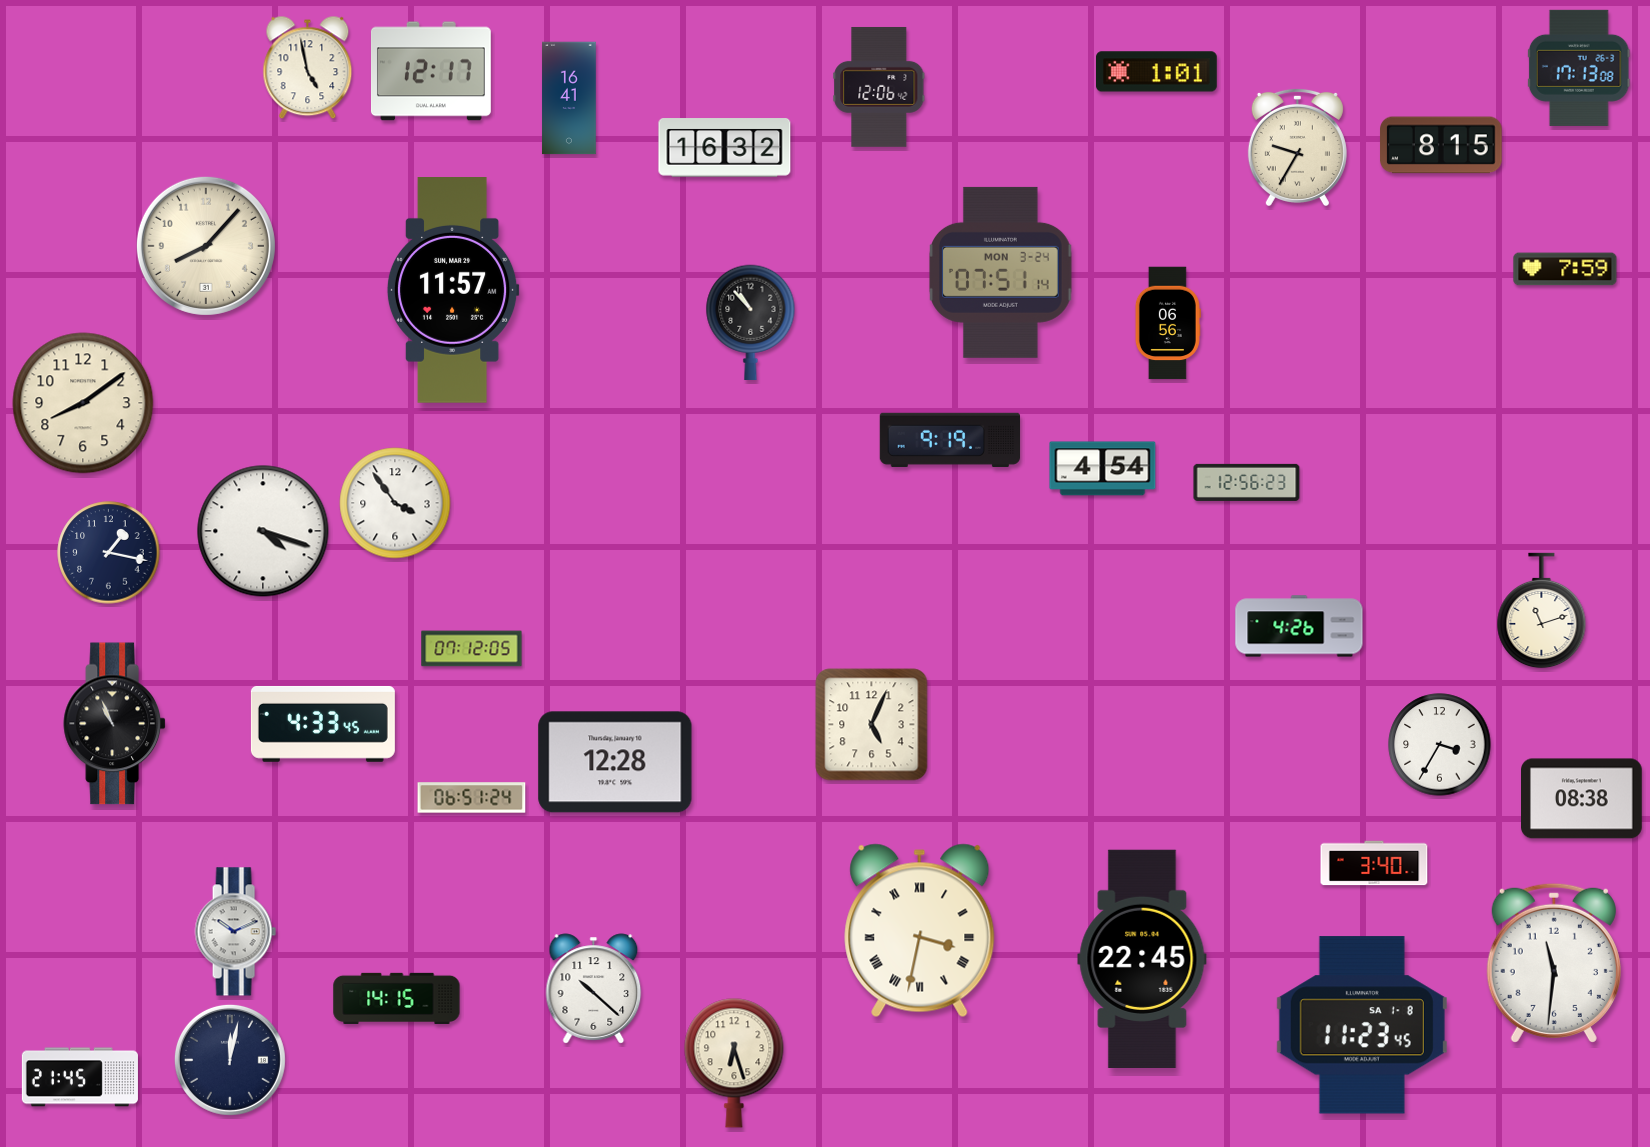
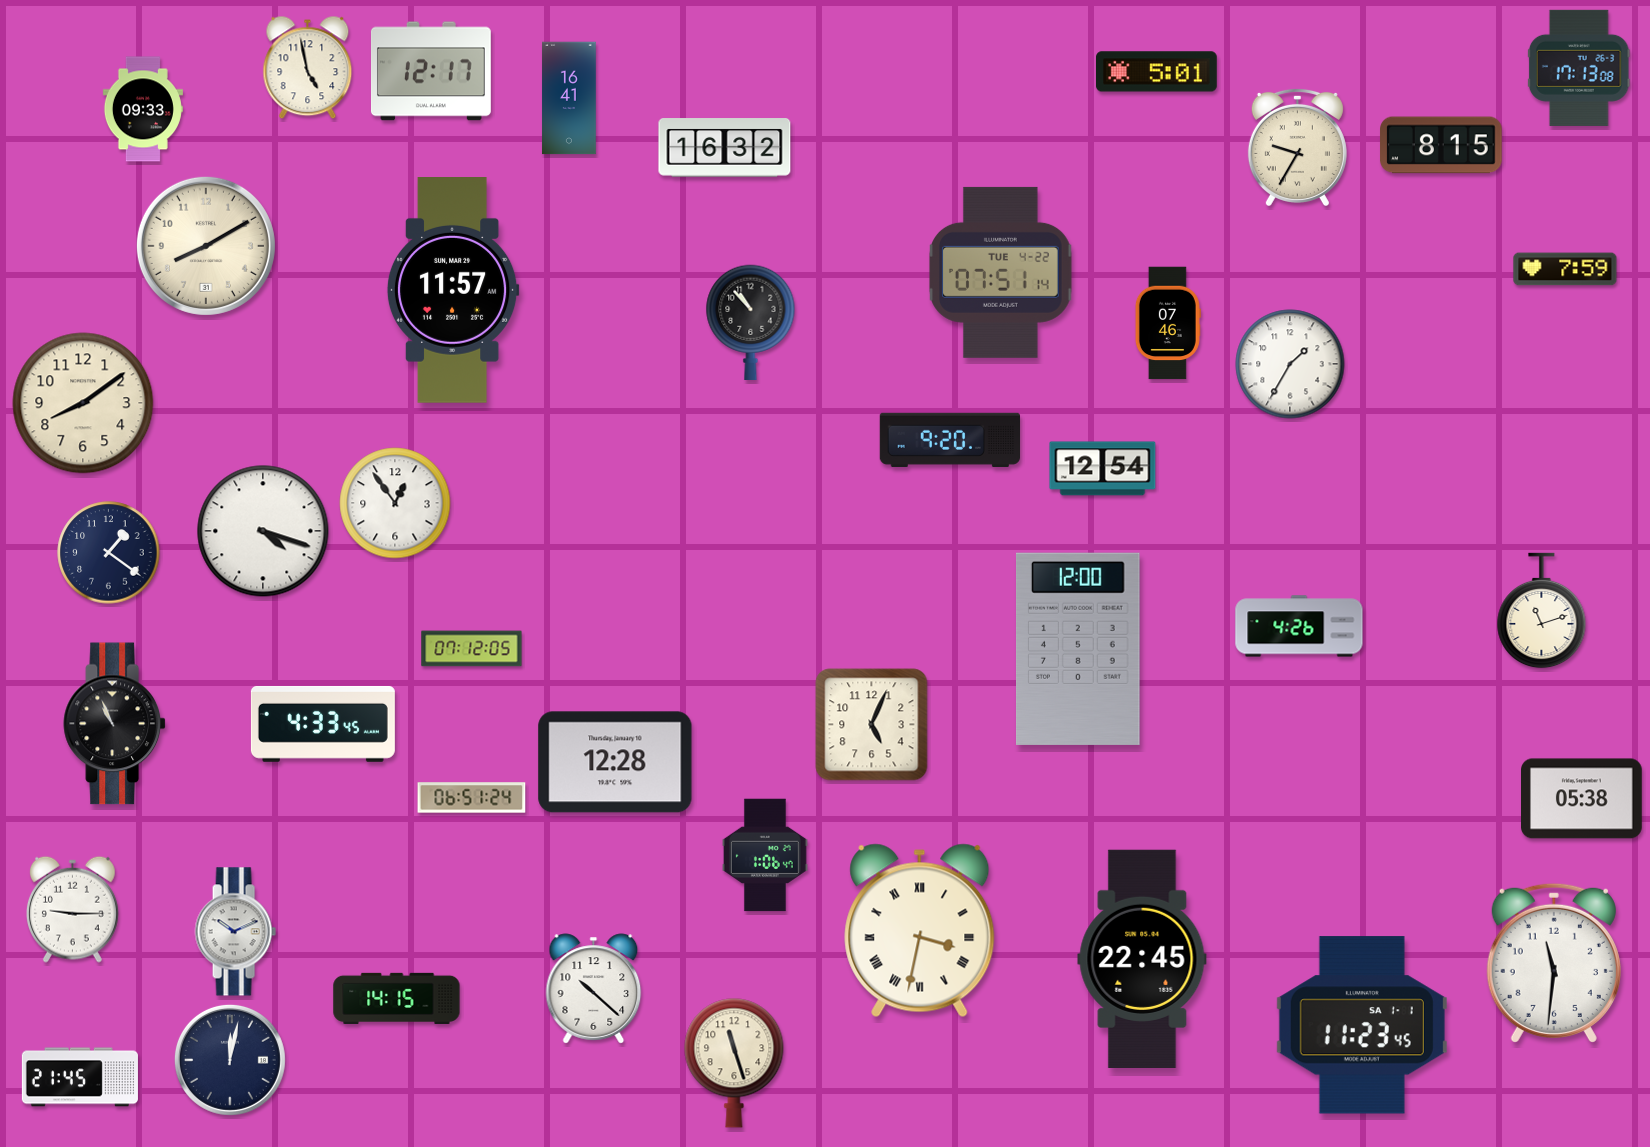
clock at (1157, 72): 1:01 -> 5:01
clock at (879, 87): 12:06 -> none
clock at (143, 109): none -> 09:33
clock at (206, 246): 8:07 -> 8:10
clock at (1001, 272) date: MON 3-24 -> TUE 4-22
clock at (1168, 323): 06:56 -> 07:46
clock at (1290, 364): none -> 1:35
clock at (949, 440): 9:19 -> 9:20
clock at (1103, 469): 4:54 -> 12:54
clock at (1247, 482): 12:56 -> none
clock at (395, 503): 3:54 -> 12:54
clock at (109, 553): 1:17 -> 1:21
clock at (1079, 649): none -> 12:00
clock at (1440, 745): 3:35 -> none
clock at (1582, 799): 08:38 -> 05:38
clock at (765, 855): none -> 1:06
clock at (1374, 863): 3:40 -> none
clock at (73, 909): none -> 9:15
clock at (1362, 1025) date: SA 1-8 -> SA 1-1
clock at (734, 1063): 6:27 -> 11:27
